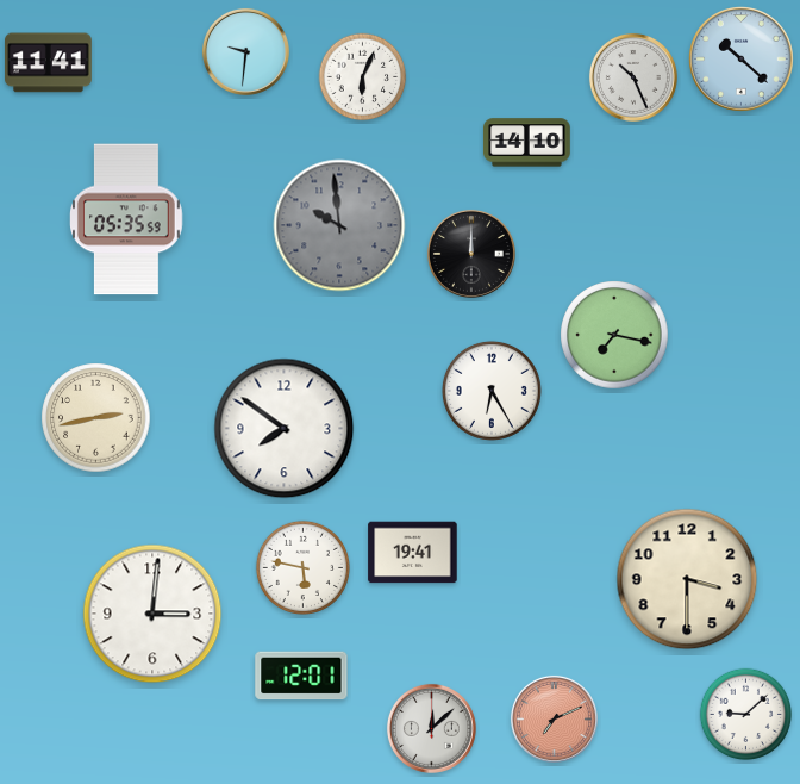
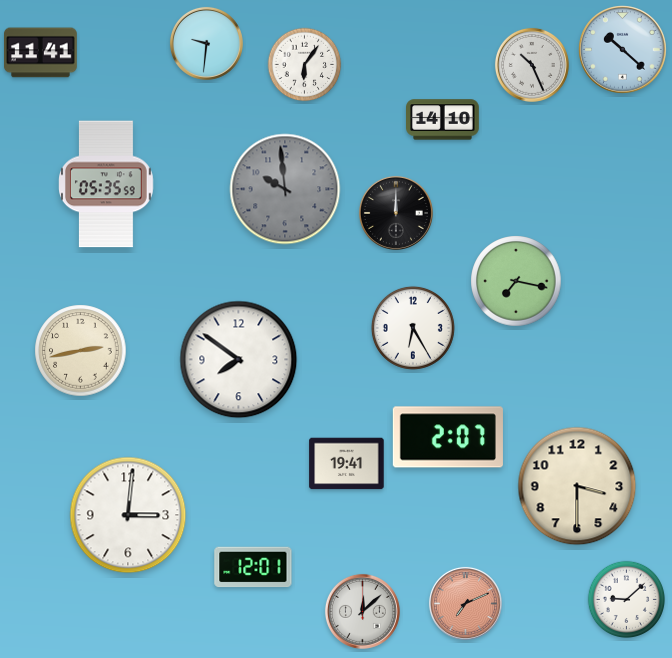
clock at (363, 77): 6:04 -> 6:06
clock at (448, 437): none -> 2:07
clock at (302, 567): 5:47 -> none
